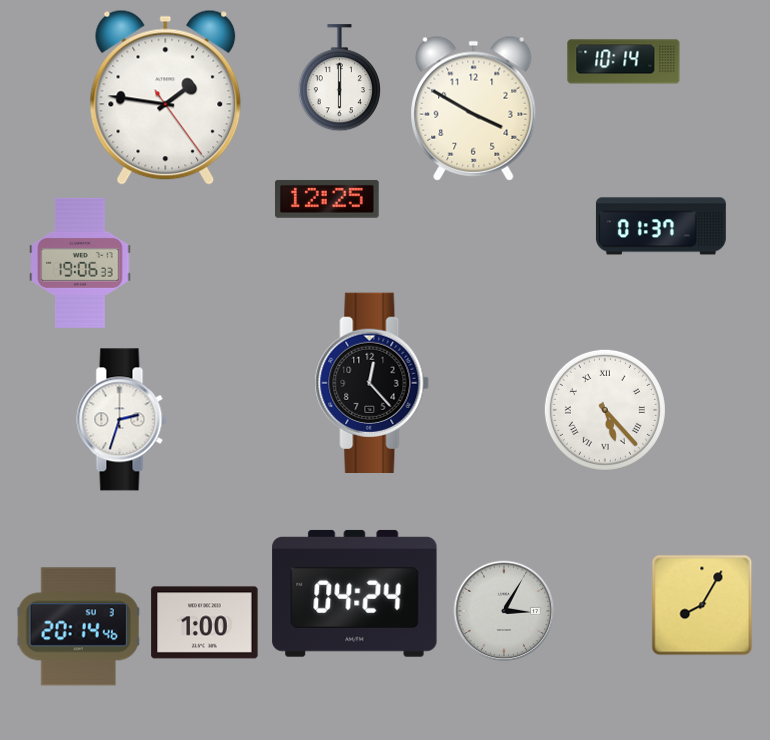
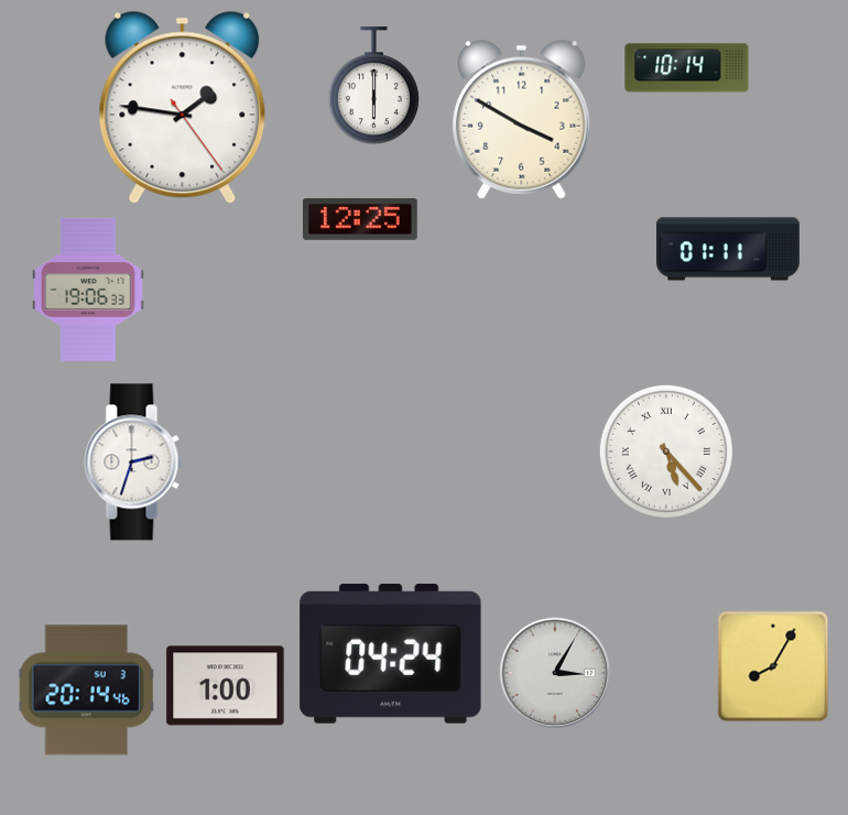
clock at (661, 226): 01:37 -> 01:11
clock at (372, 382): 12:23 -> none
